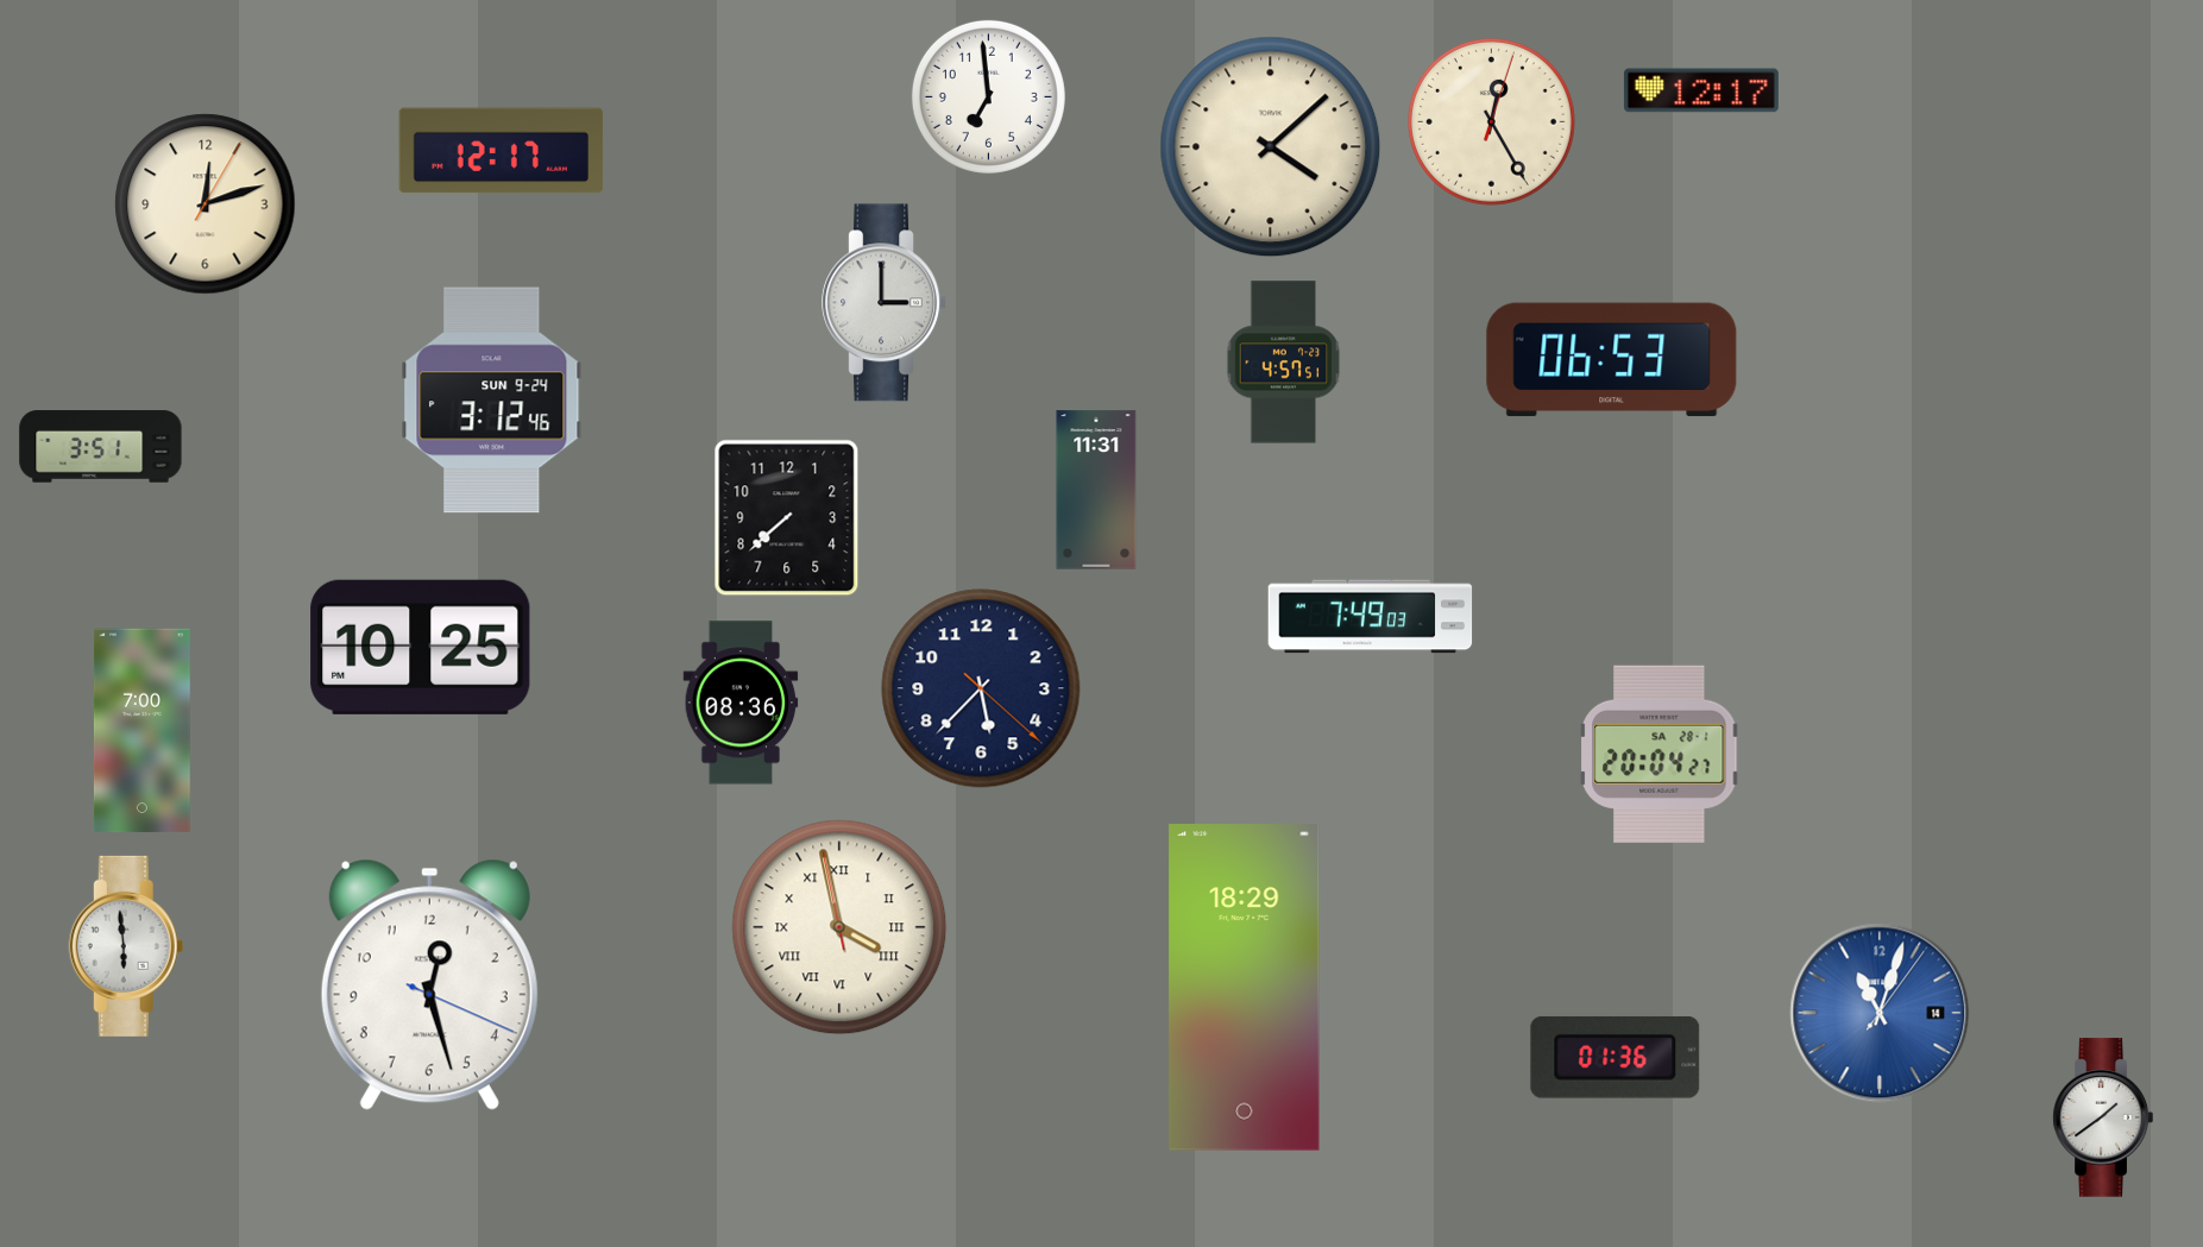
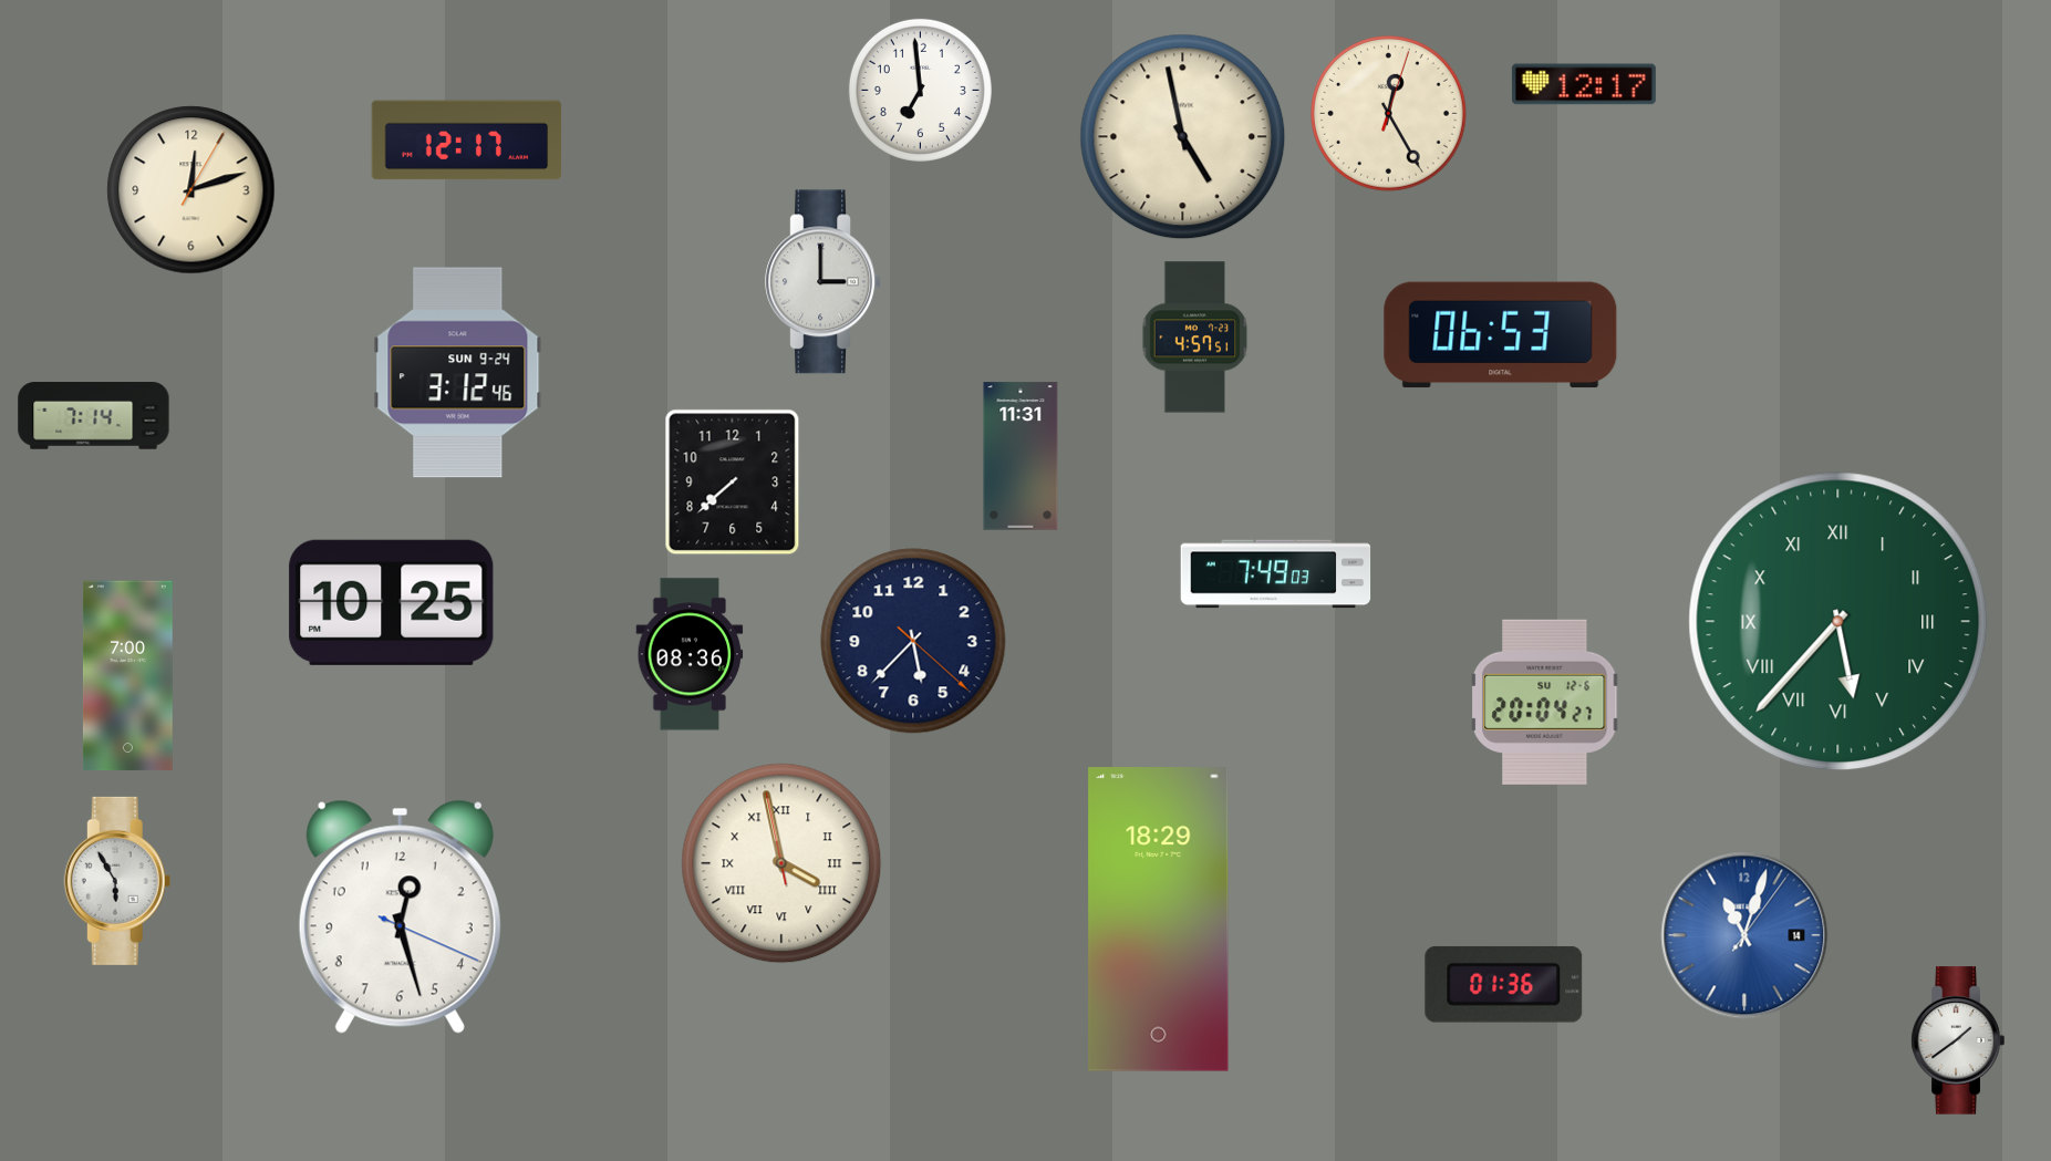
clock at (1271, 147): 4:08 -> 4:58
clock at (101, 447): 3:51 -> 7:14
clock at (1838, 622): none -> 5:37
clock at (141, 731) position: (141, 731) -> (127, 676)
clock at (1660, 754) date: SA 28-1 -> SU 12-6
clock at (126, 946): 5:59 -> 5:55
clock at (1880, 1013) position: (1880, 1013) -> (1744, 935)
